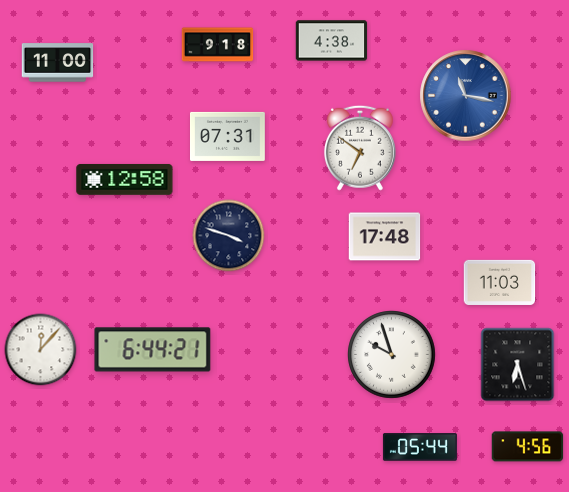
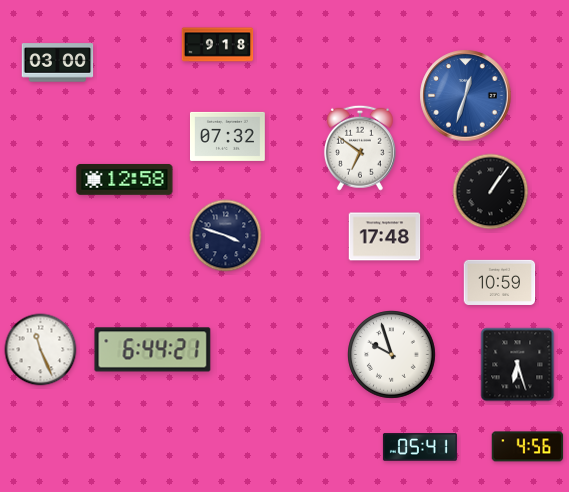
clock at (332, 41): 4:38 -> none
clock at (58, 63): 11:00 -> 03:00
clock at (466, 96): 11:17 -> 12:33
clock at (228, 136): 07:31 -> 07:32
clock at (491, 192): none -> 1:06
clock at (229, 236) position: (229, 236) -> (226, 236)
clock at (500, 282): 11:03 -> 10:59
clock at (41, 350): 12:07 -> 11:26
clock at (420, 447): 05:44 -> 05:41
